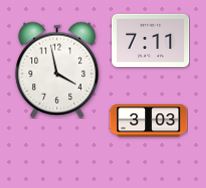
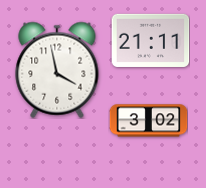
clock at (150, 40): 7:11 -> 21:11
clock at (148, 121): 3:03 -> 3:02
